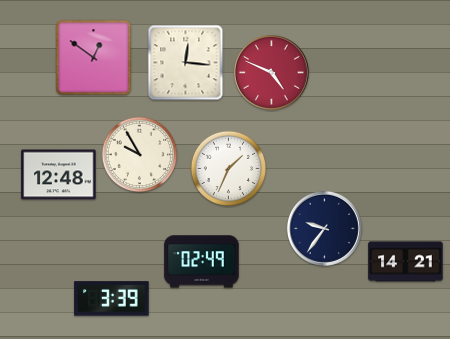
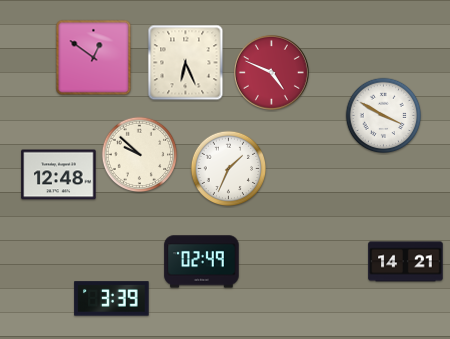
clock at (186, 63): 12:16 -> 6:26
clock at (384, 116): none -> 3:50
clock at (140, 155): 9:55 -> 9:52
clock at (324, 228): 9:36 -> none
